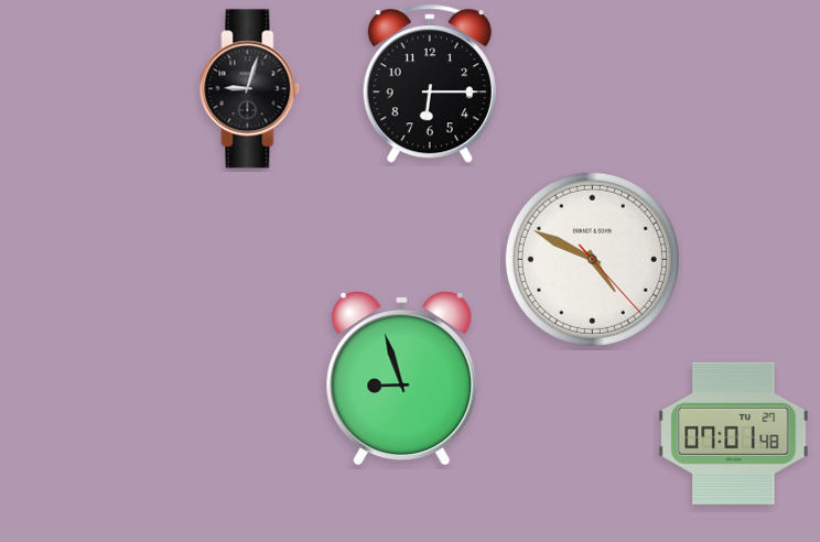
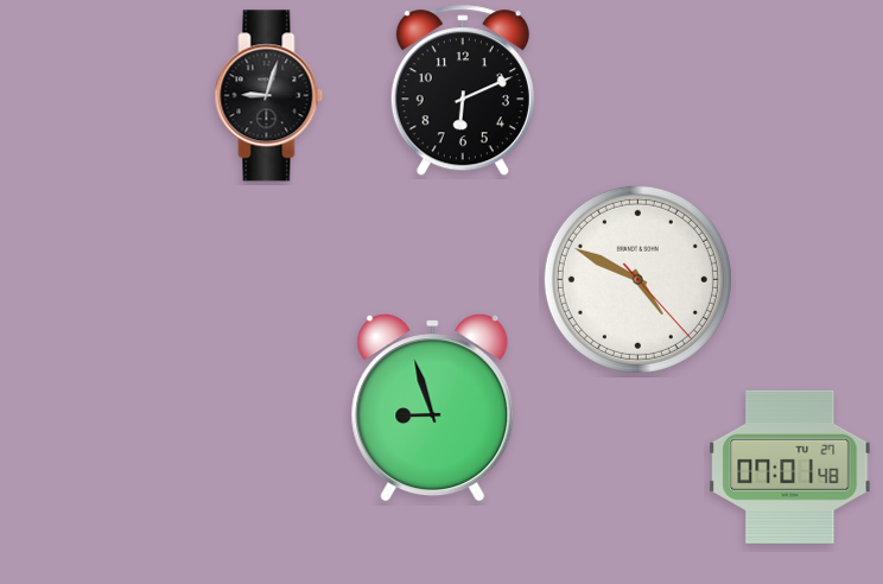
clock at (430, 85): 6:15 -> 6:11
